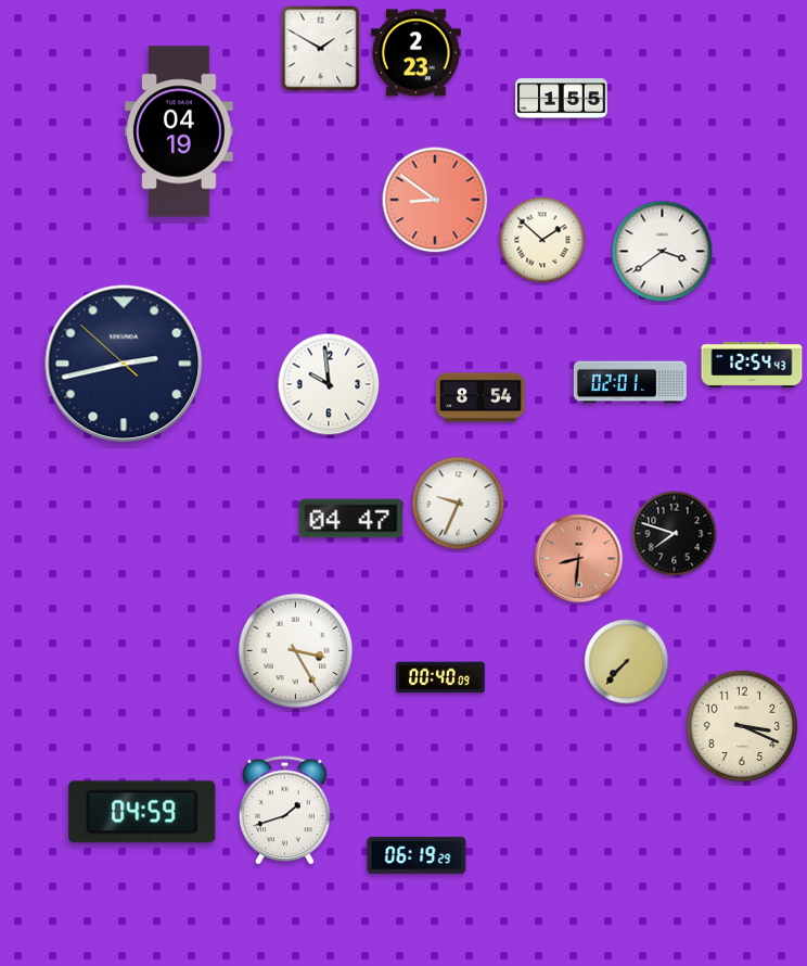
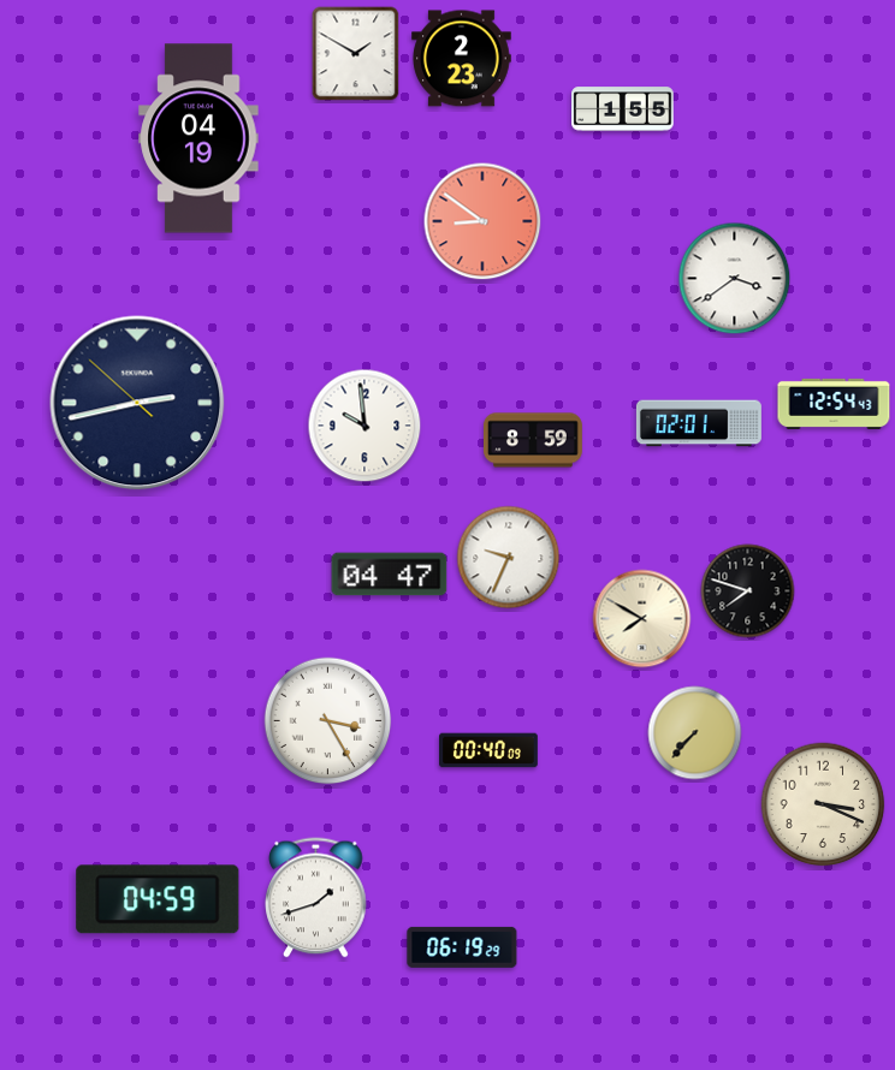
clock at (179, 131) position: (179, 131) -> (198, 138)
clock at (542, 240): 1:52 -> none
clock at (482, 397): 8:54 -> 8:59
clock at (579, 559): 8:31 -> 7:50
clock at (579, 559) dial: salmon -> cream
